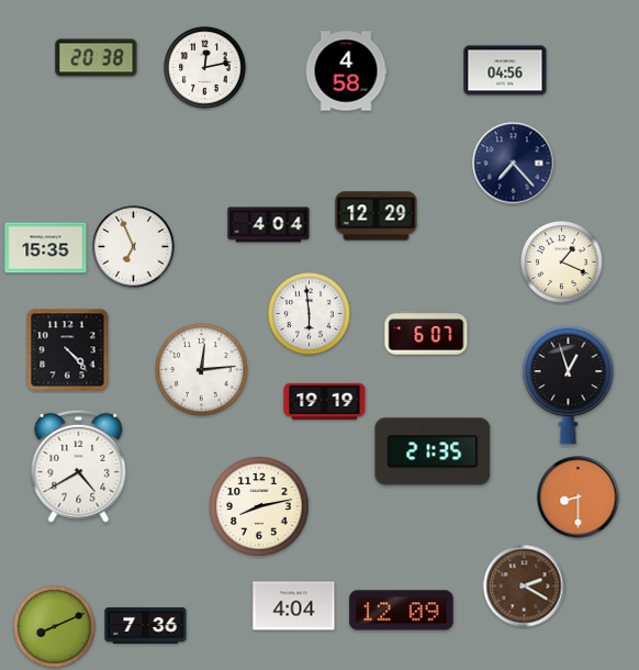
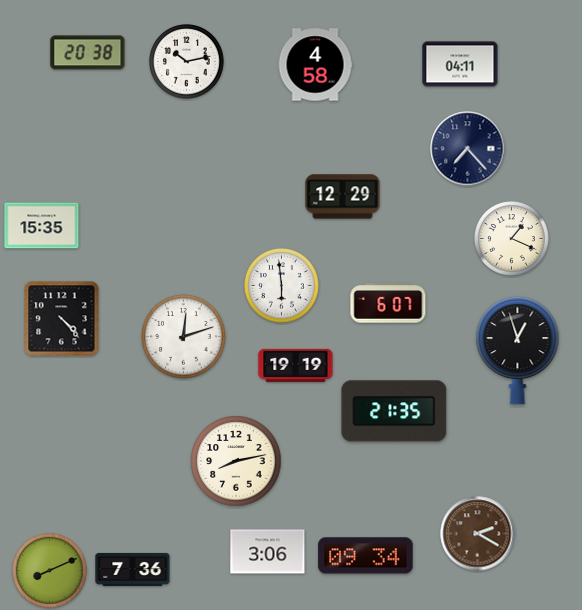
clock at (205, 68): 12:13 -> 10:13
clock at (505, 70): 04:56 -> 04:11
clock at (269, 225): 4:04 -> none
clock at (134, 247): 6:56 -> none
clock at (202, 370): 12:14 -> 12:12
clock at (79, 466): 4:40 -> none
clock at (579, 498): 8:30 -> none
clock at (294, 606): 4:04 -> 3:06
clock at (402, 611): 12:09 -> 09:34
